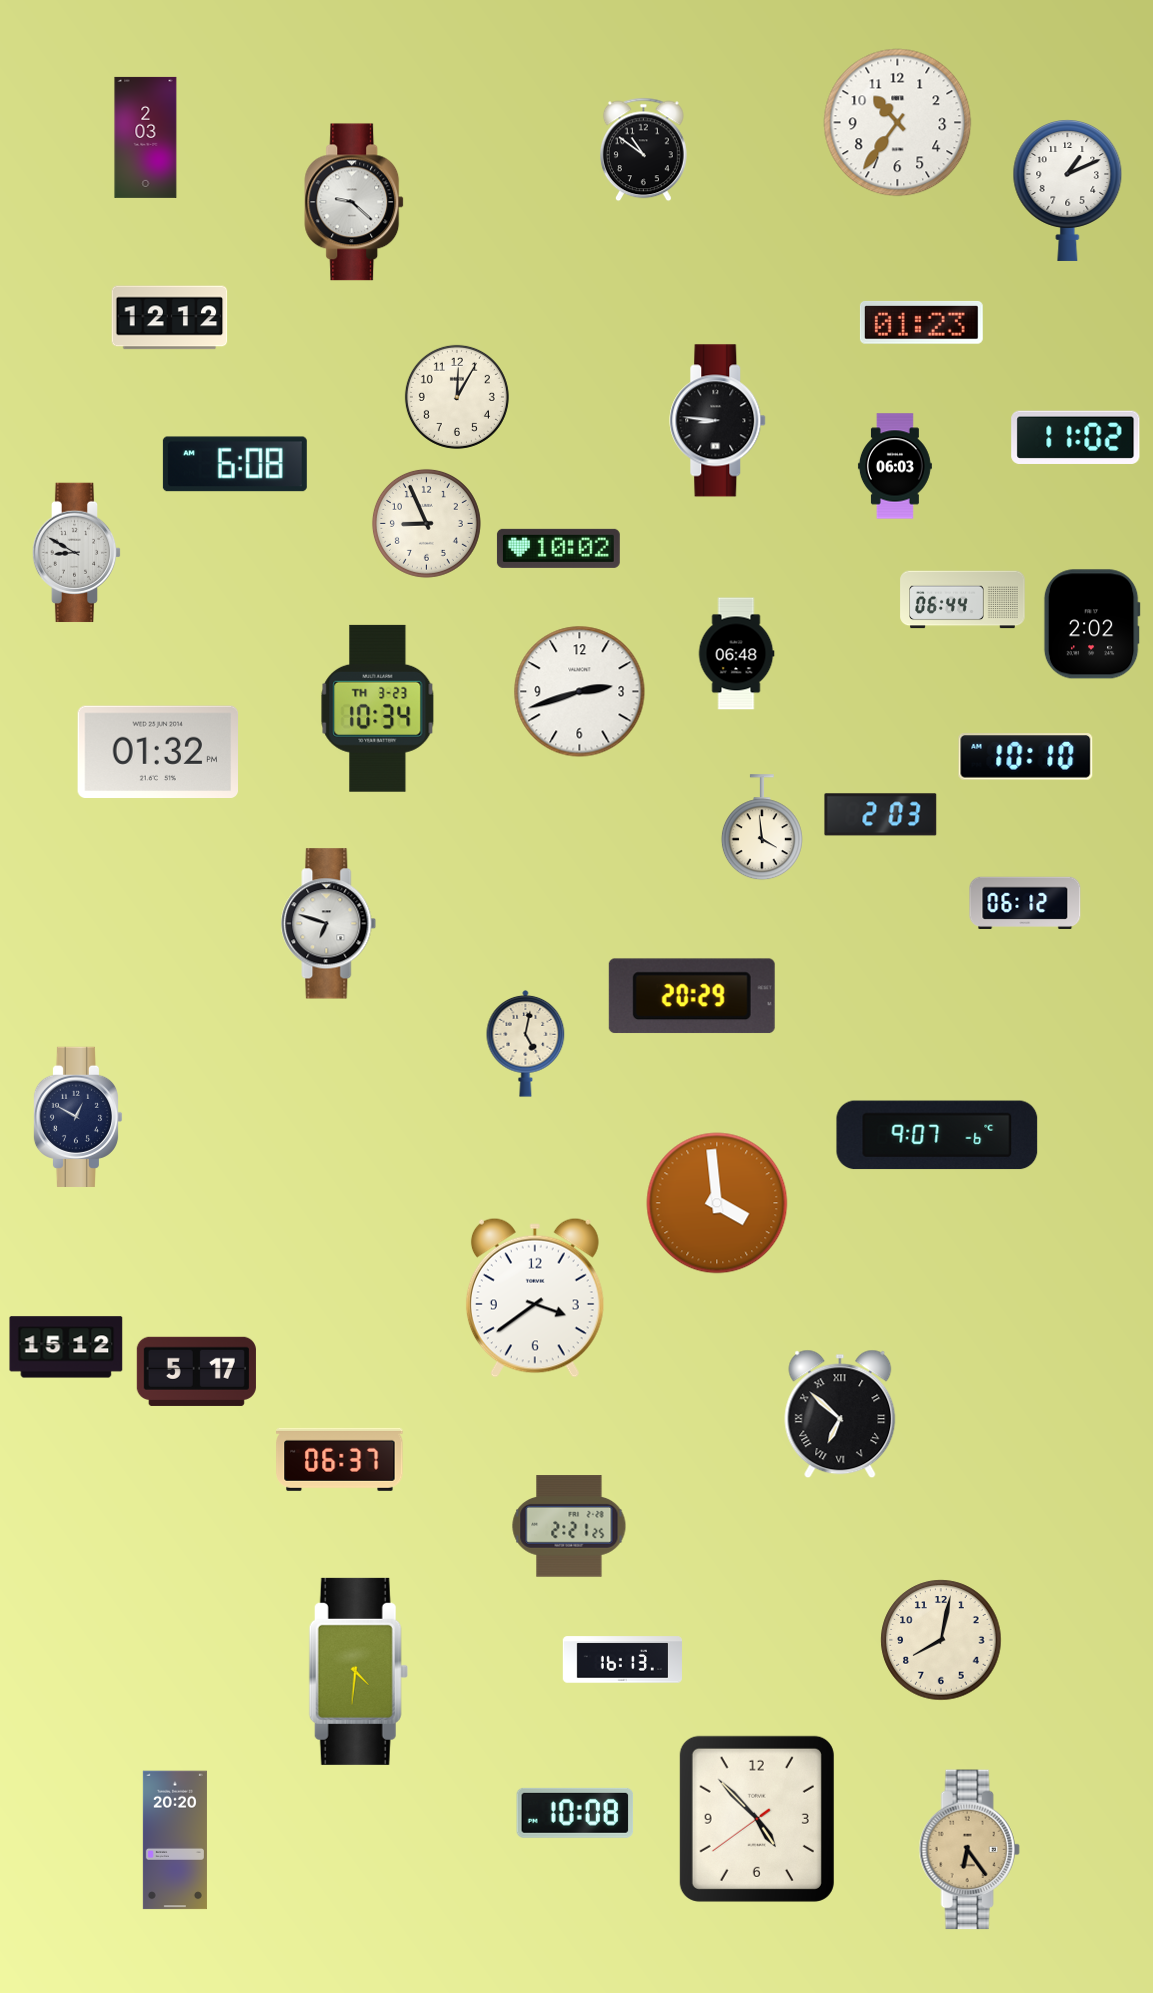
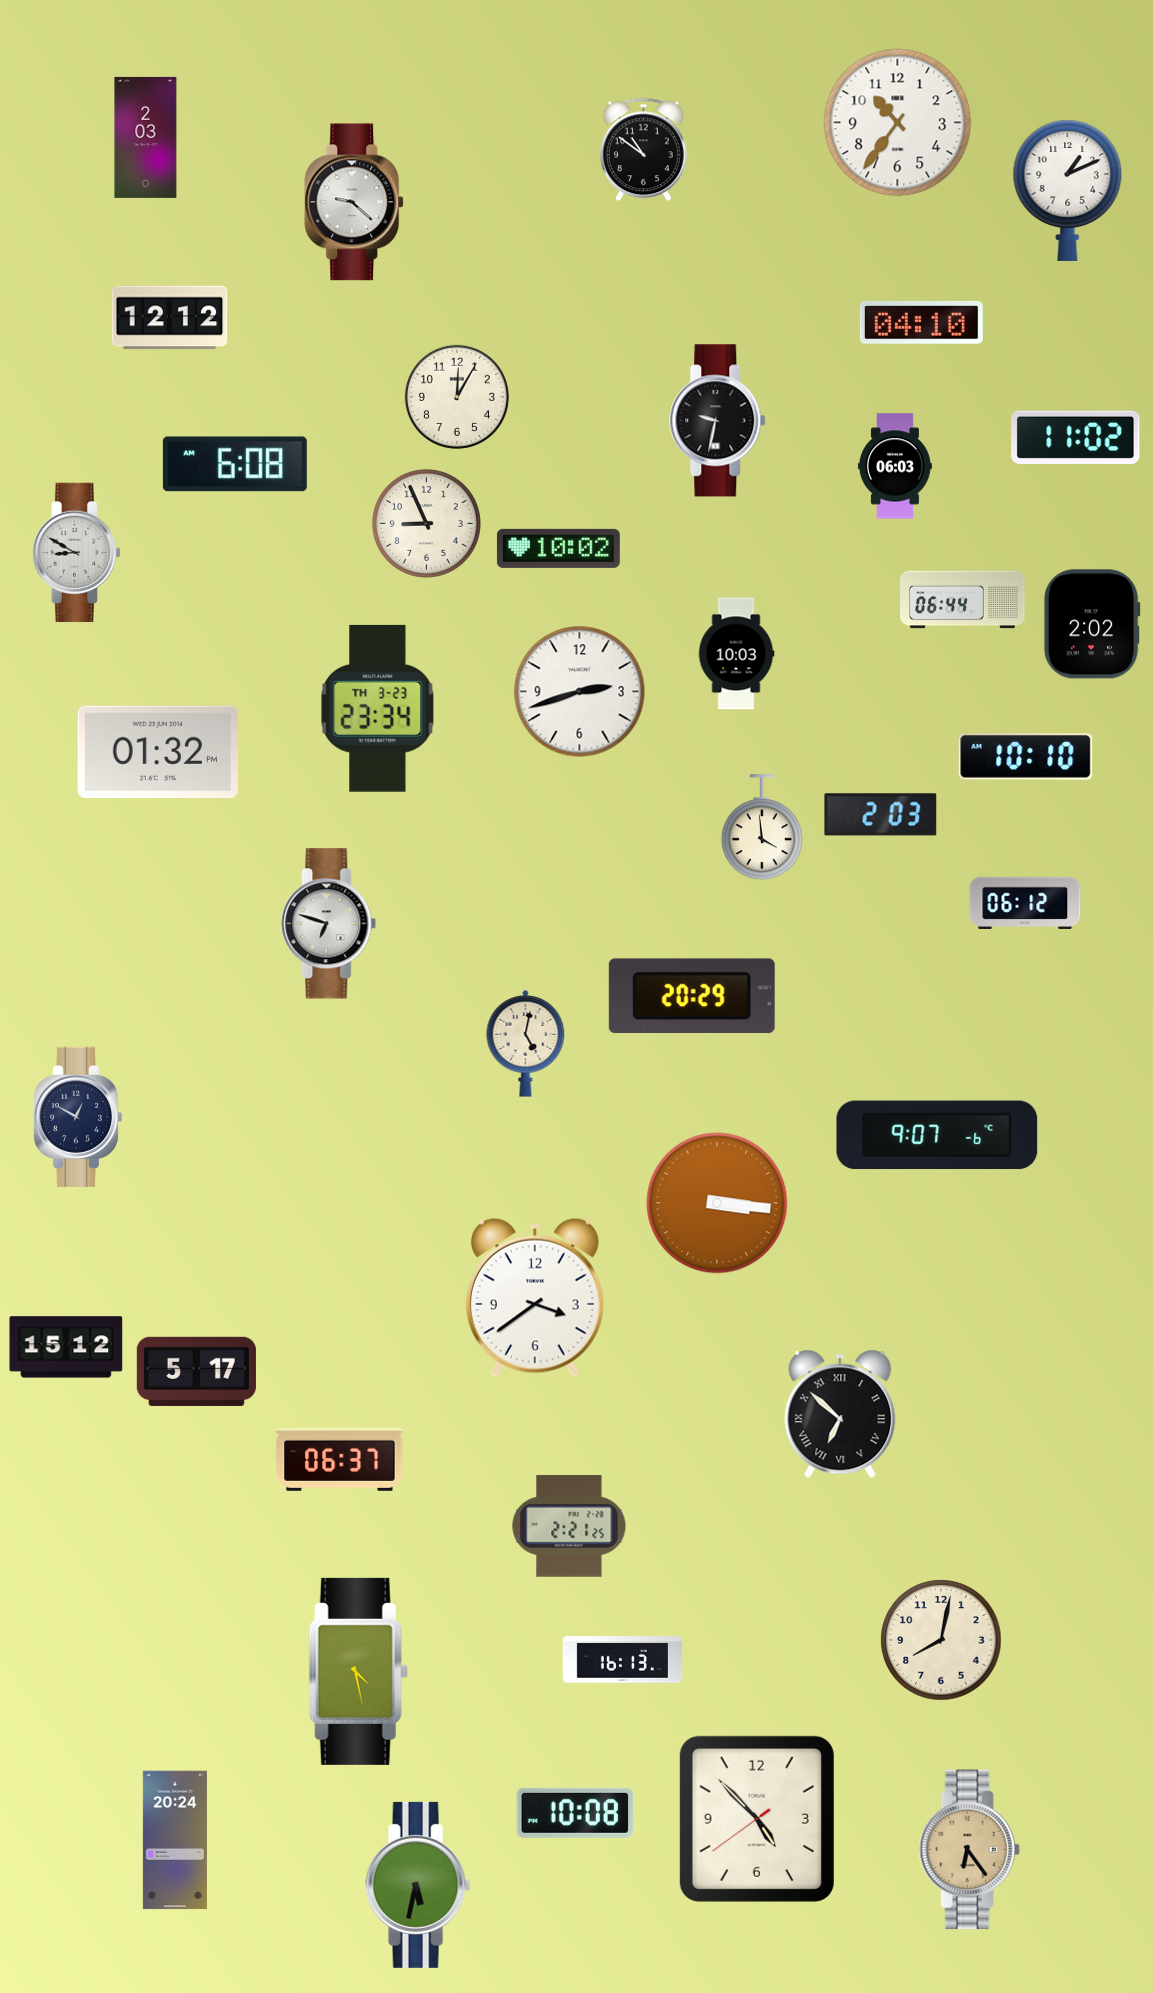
clock at (921, 322): 01:23 -> 04:10
clock at (718, 421): 8:46 -> 9:32
clock at (736, 654): 06:48 -> 10:03
clock at (378, 708): 10:34 -> 23:34
clock at (717, 1203): 3:59 -> 3:16
clock at (358, 1671): 4:31 -> 4:28
clock at (175, 1840): 20:20 -> 20:24
clock at (418, 1885): none -> 5:32
